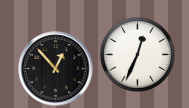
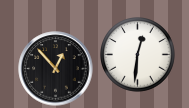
clock at (138, 55): 12:34 -> 12:31
